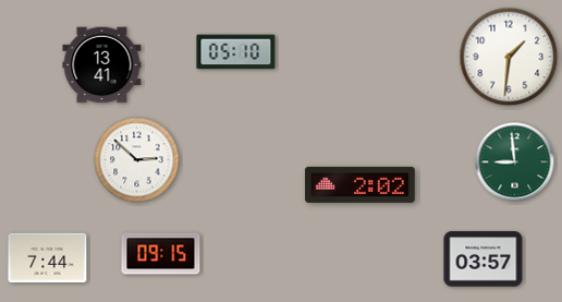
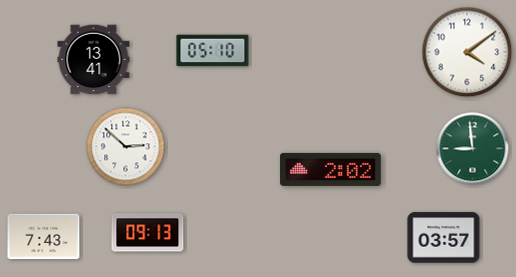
clock at (236, 52) position: (236, 52) -> (213, 51)
clock at (509, 57): 1:31 -> 4:09
clock at (161, 254): 09:15 -> 09:13
clock at (48, 258): 7:44 -> 7:43
